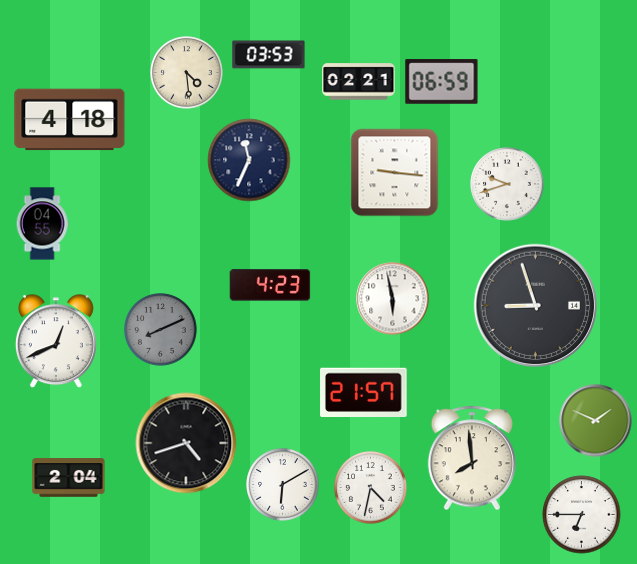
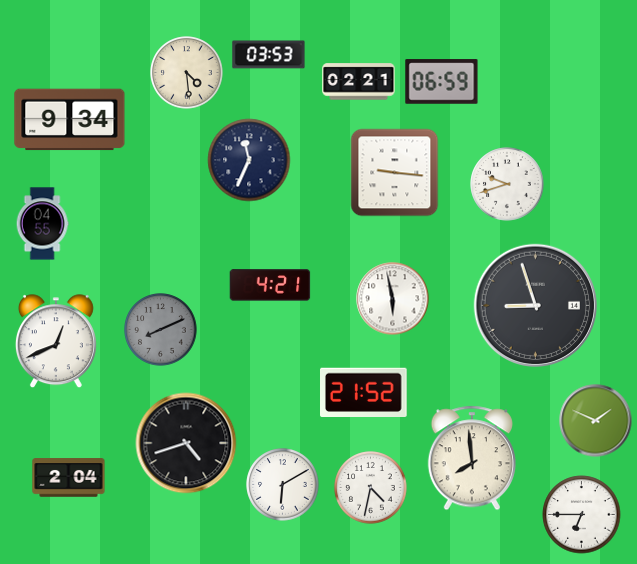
clock at (70, 120): 4:18 -> 9:34
clock at (270, 285): 4:23 -> 4:21
clock at (364, 392): 21:57 -> 21:52
